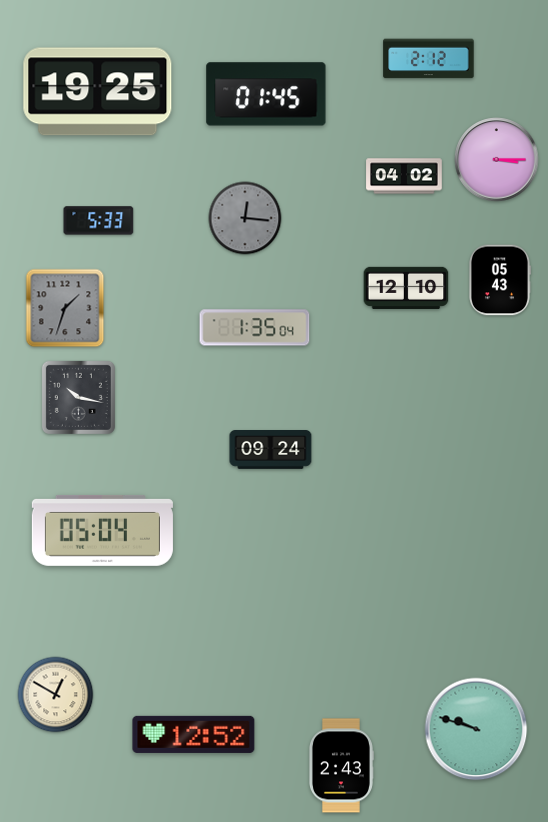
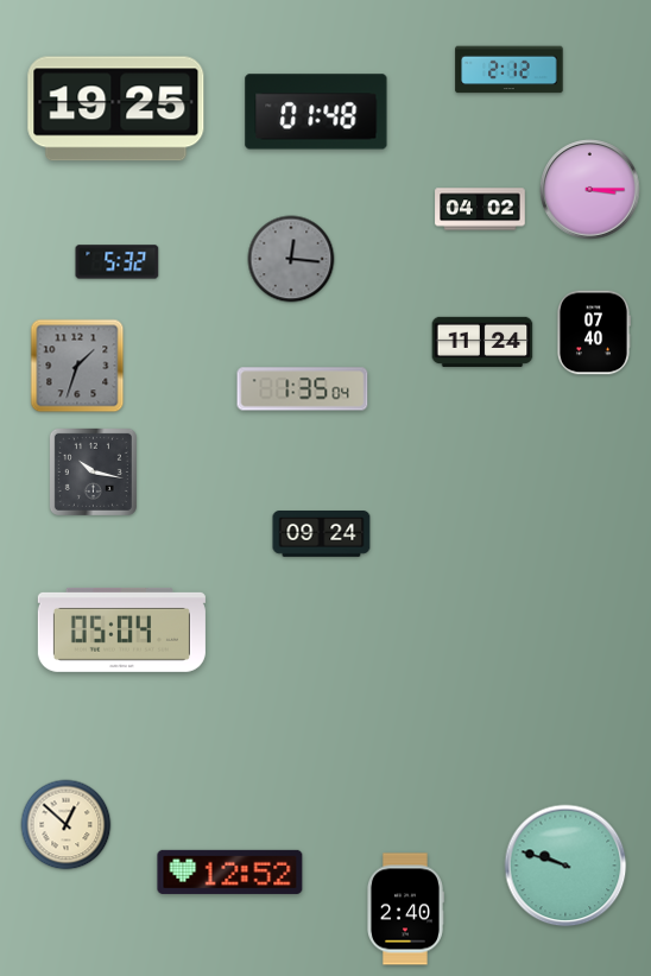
clock at (266, 94): 01:45 -> 01:48
clock at (99, 221): 5:33 -> 5:32
clock at (499, 280): 05:43 -> 07:40
clock at (406, 288): 12:10 -> 11:24
clock at (56, 695): 12:50 -> 12:52
clock at (341, 766): 2:43 -> 2:40
